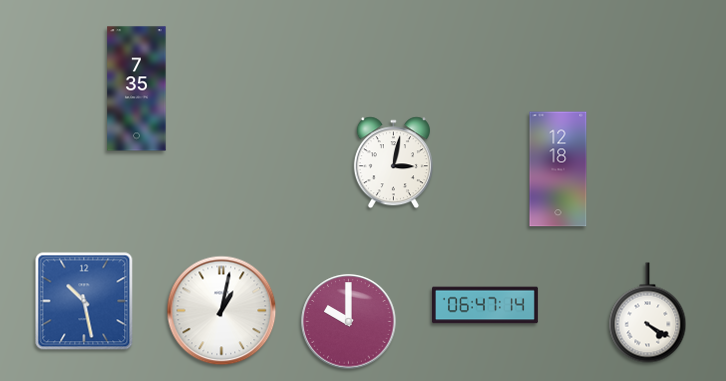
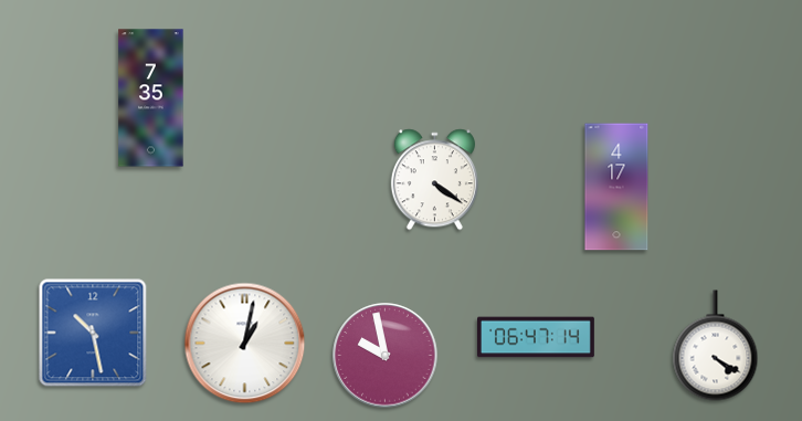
clock at (393, 163): 3:02 -> 4:21
clock at (558, 169): 12:18 -> 4:17
clock at (349, 322): 10:00 -> 9:58
